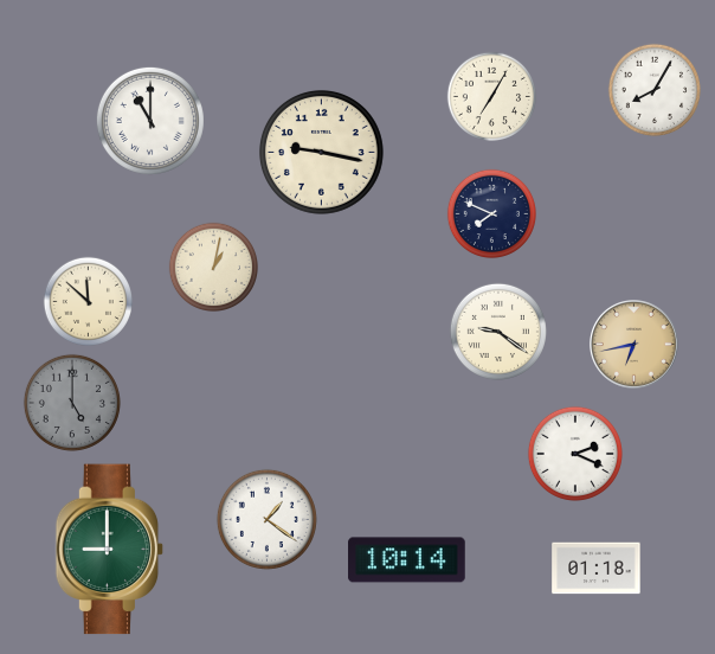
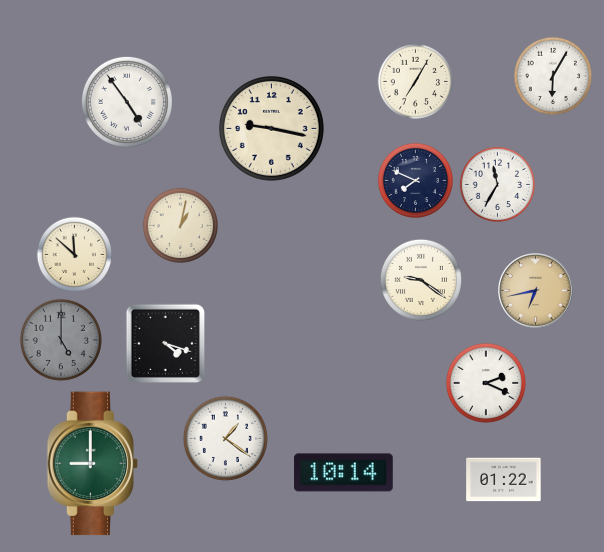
clock at (655, 90): 8:05 -> 6:05
clock at (150, 121): 11:00 -> 4:54
clock at (497, 184): none -> 11:35
clock at (165, 343): none -> 4:18
clock at (597, 569): 01:18 -> 01:22
